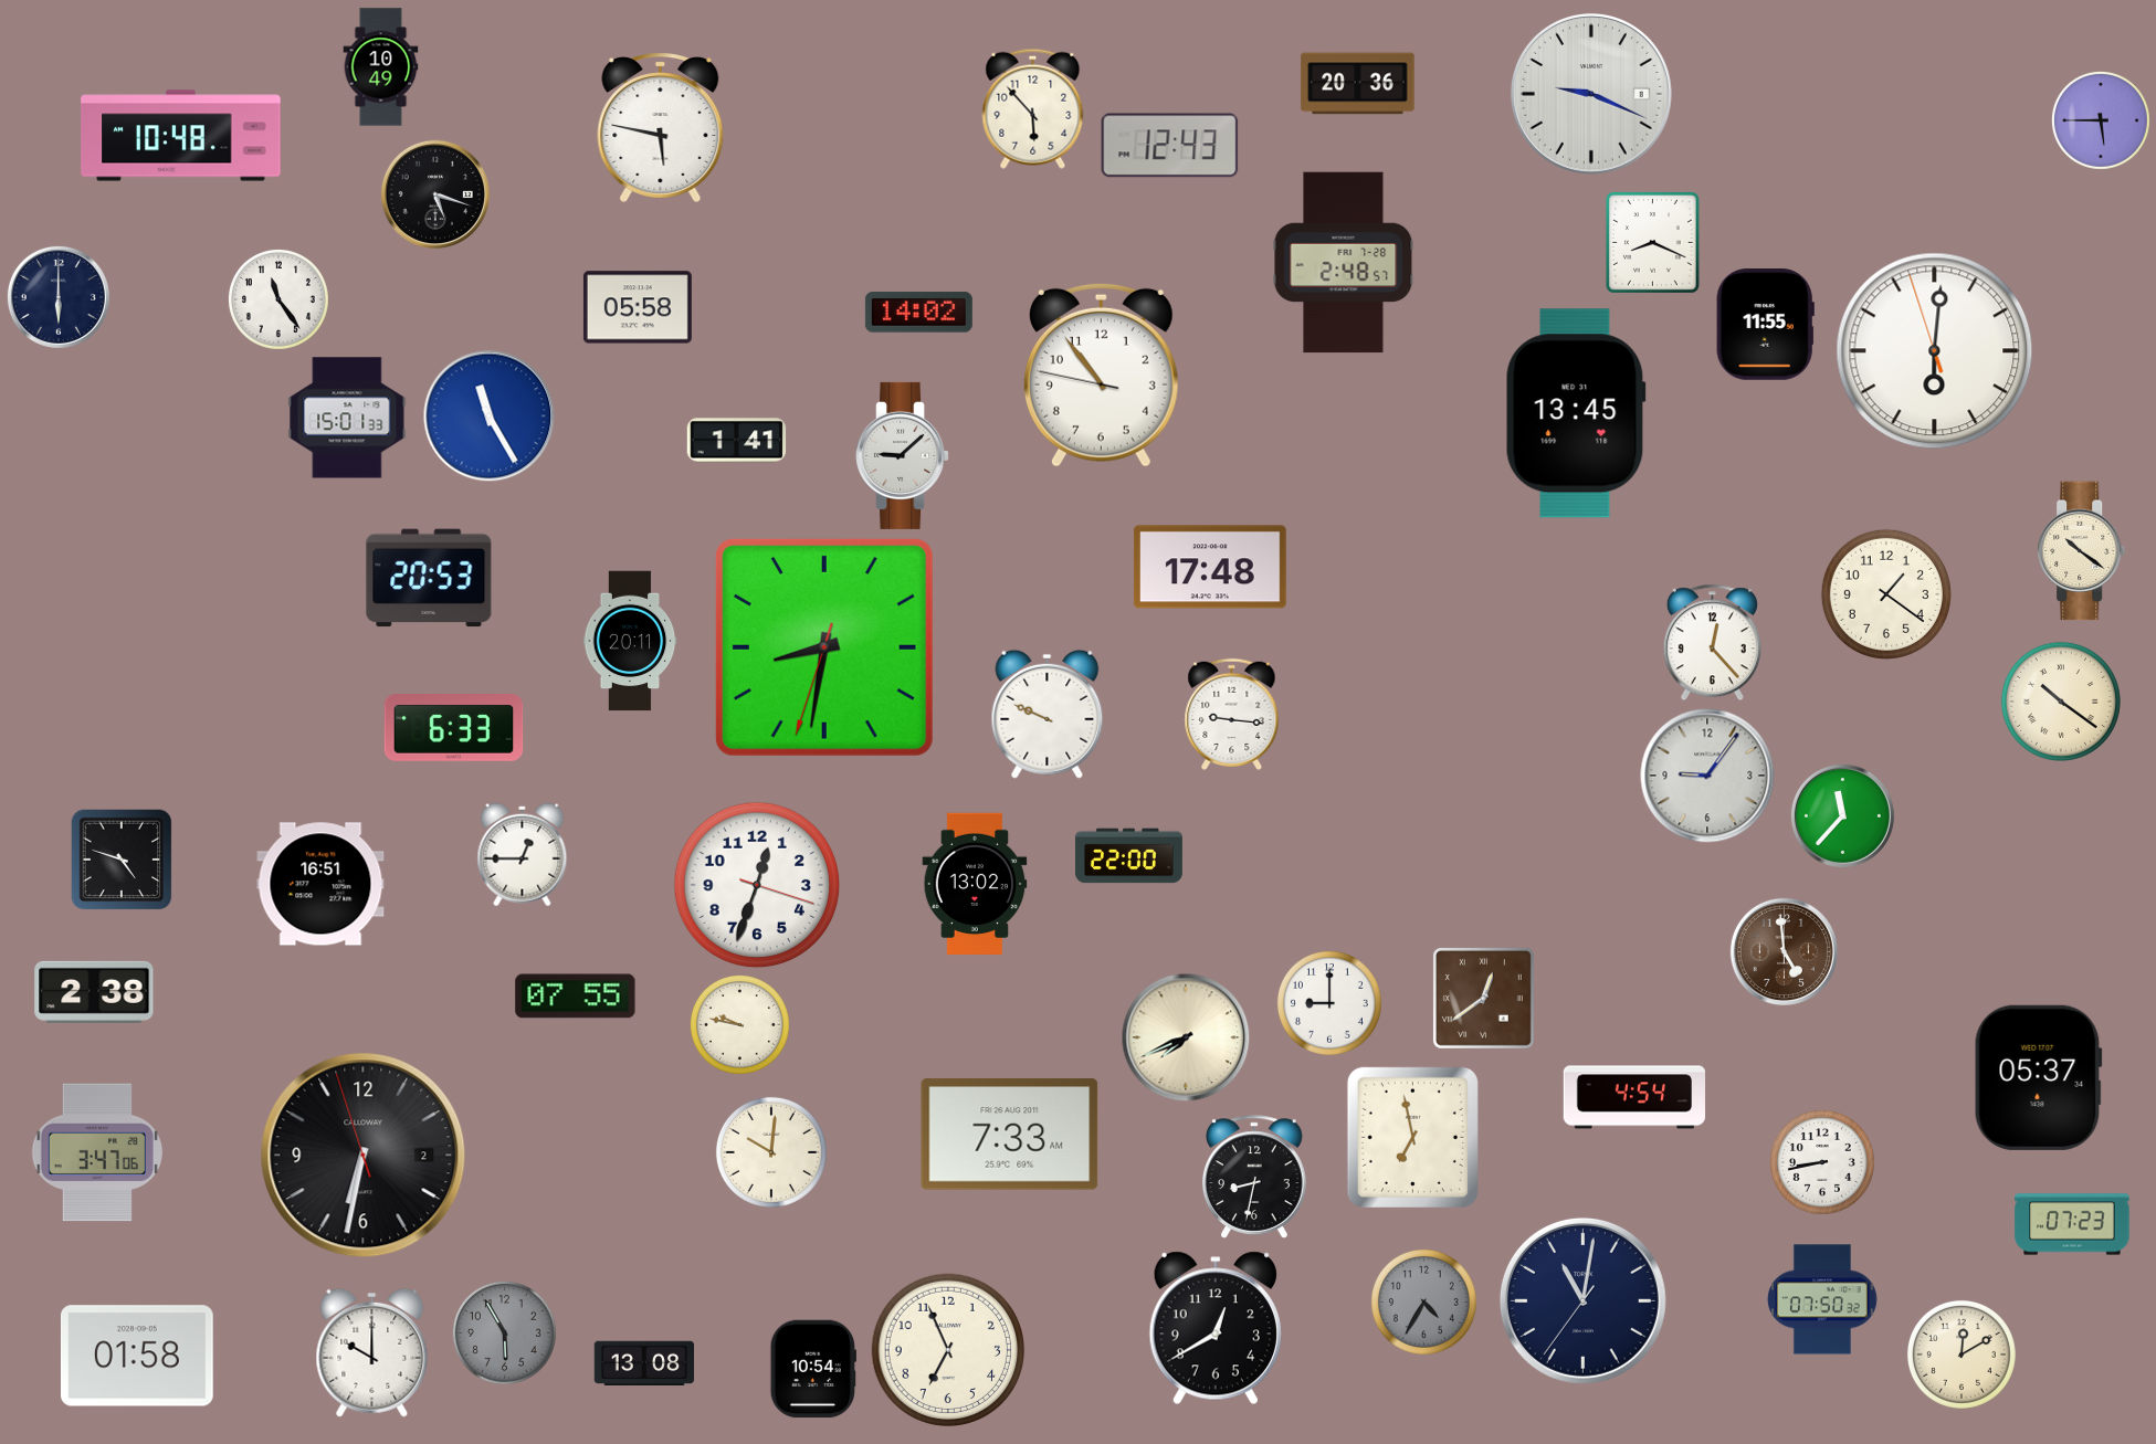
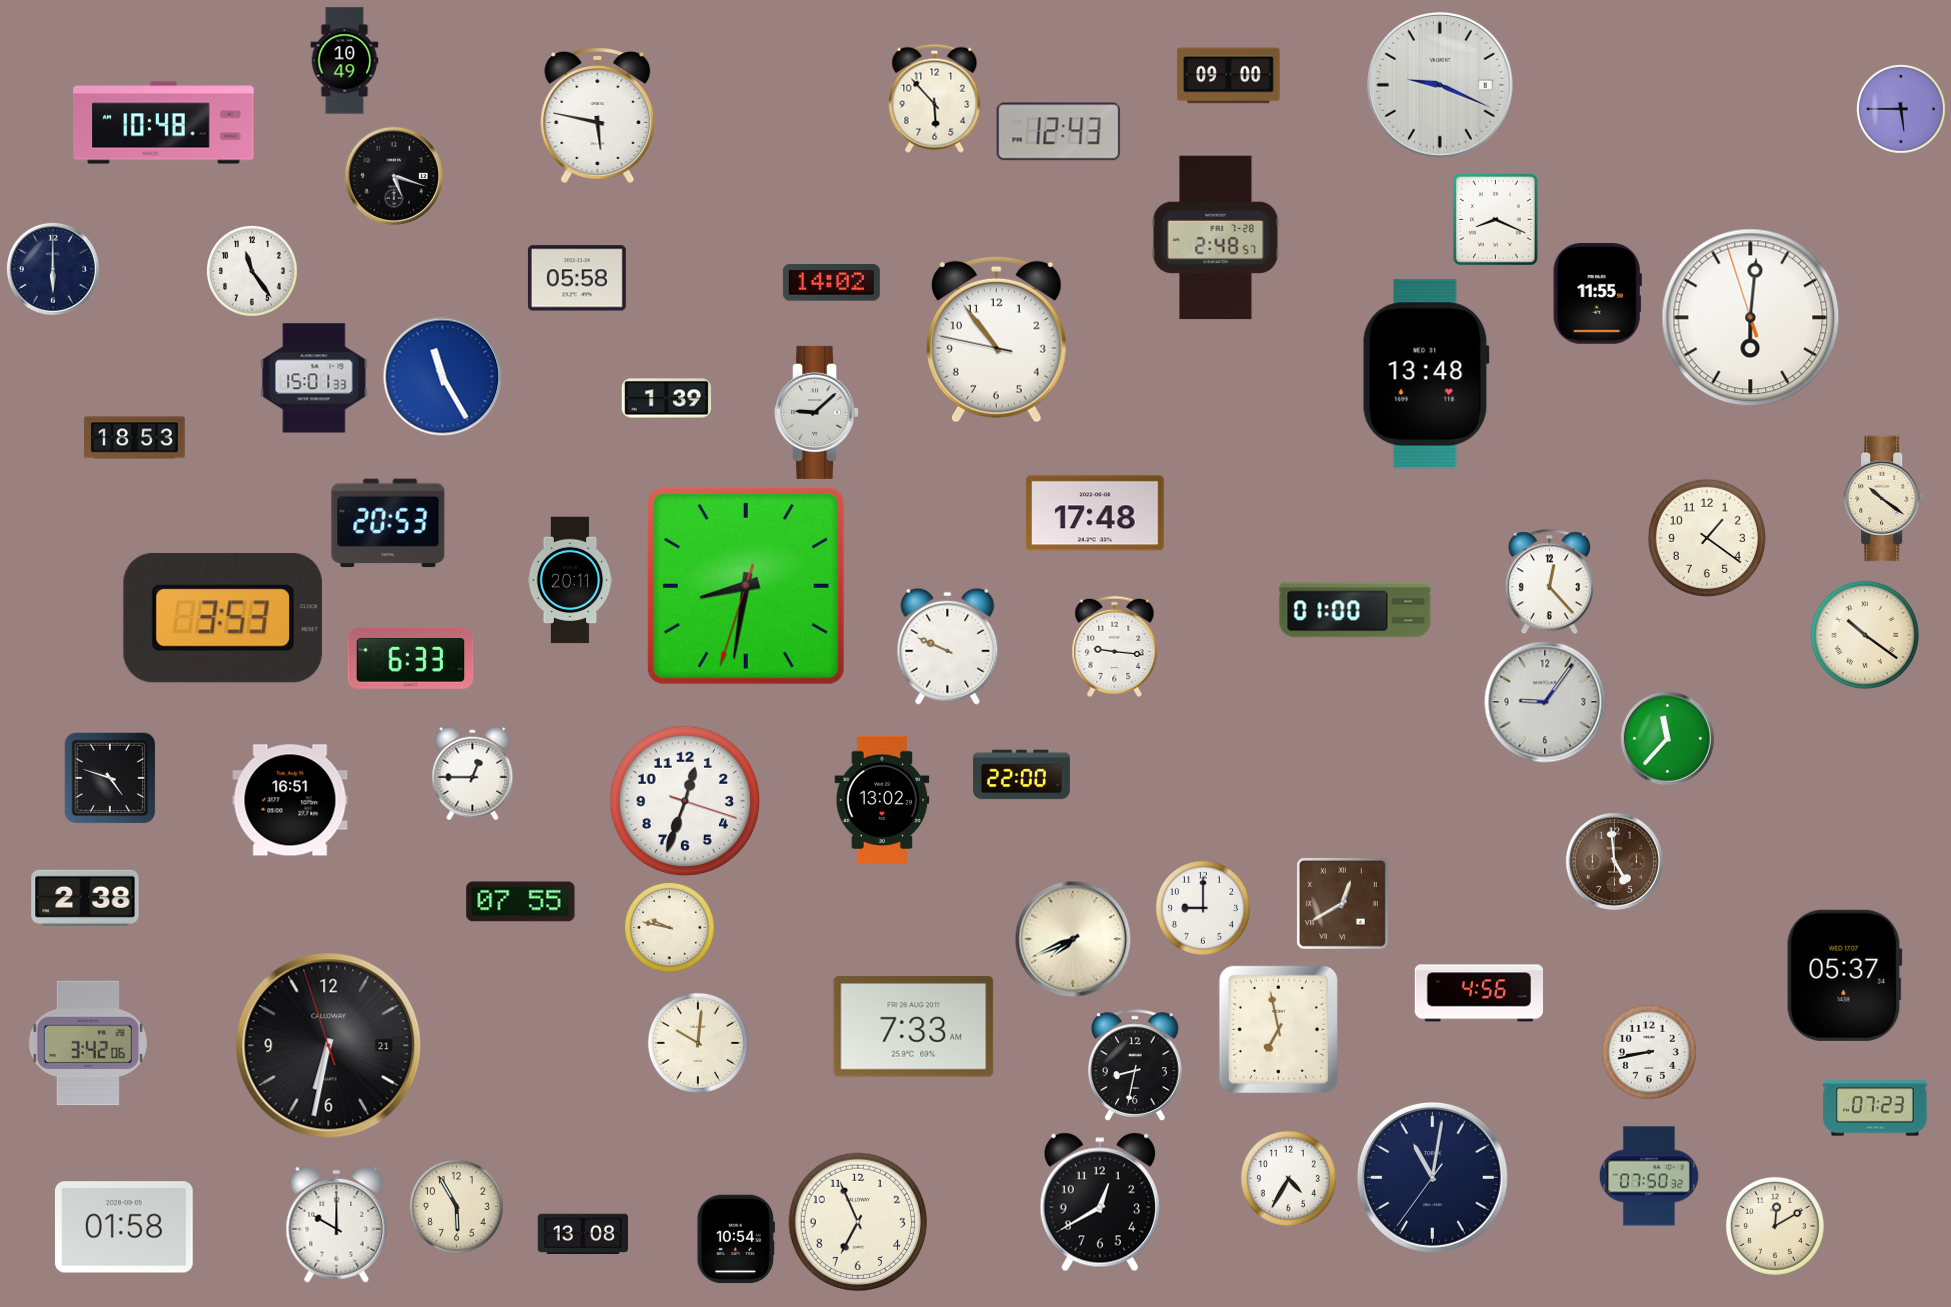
clock at (1358, 84): 20:36 -> 09:00
clock at (1576, 413): 13:45 -> 13:48
clock at (737, 441): 1:41 -> 1:39
clock at (135, 438): none -> 18:53
clock at (1355, 610): none -> 01:00
clock at (223, 618): none -> 3:53
clock at (1483, 998): 12:39 -> 12:40
clock at (1634, 1097): 4:54 -> 4:56
clock at (97, 1152): 3:47 -> 3:42
clock at (364, 1156) date: 2 -> 21
clock at (1423, 1301) dial: grey -> white
clock at (504, 1332) dial: grey -> cream
